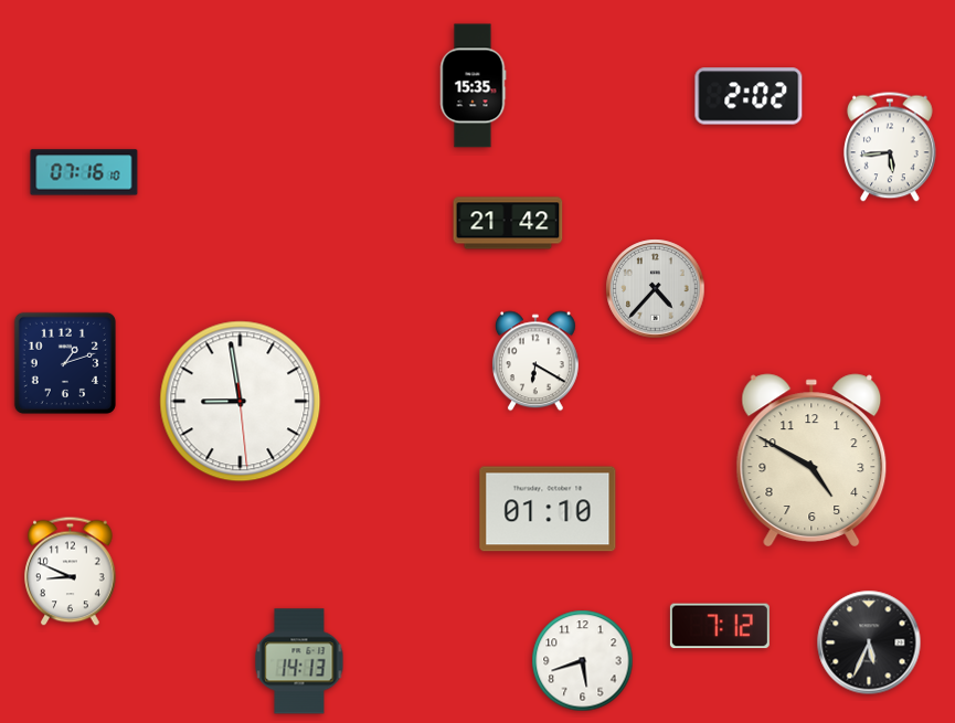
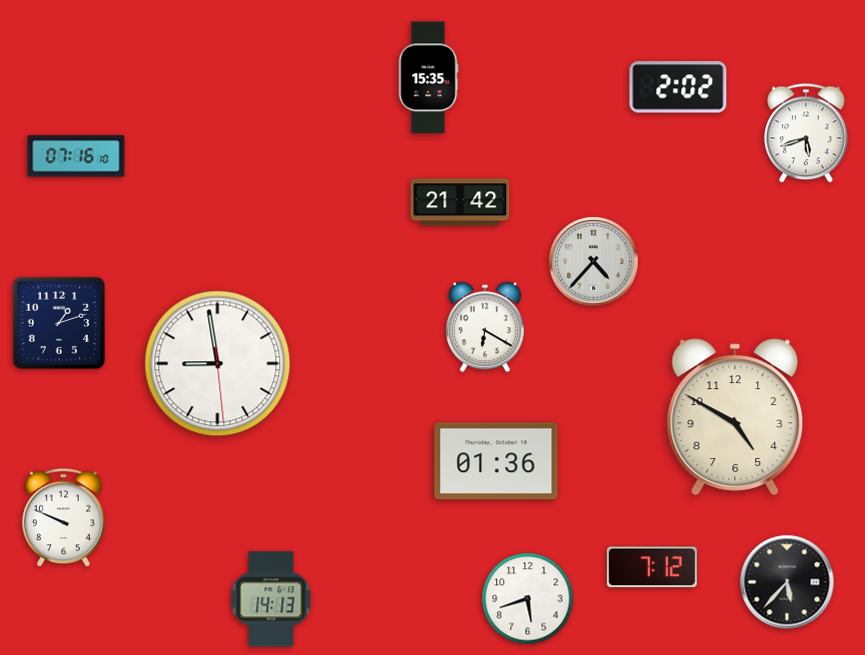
clock at (891, 147): 5:44 -> 5:42
clock at (65, 363) position: (65, 363) -> (59, 323)
clock at (548, 509): 01:10 -> 01:36
clock at (71, 572): 8:49 -> 9:49
clock at (869, 642): 5:34 -> 5:37
